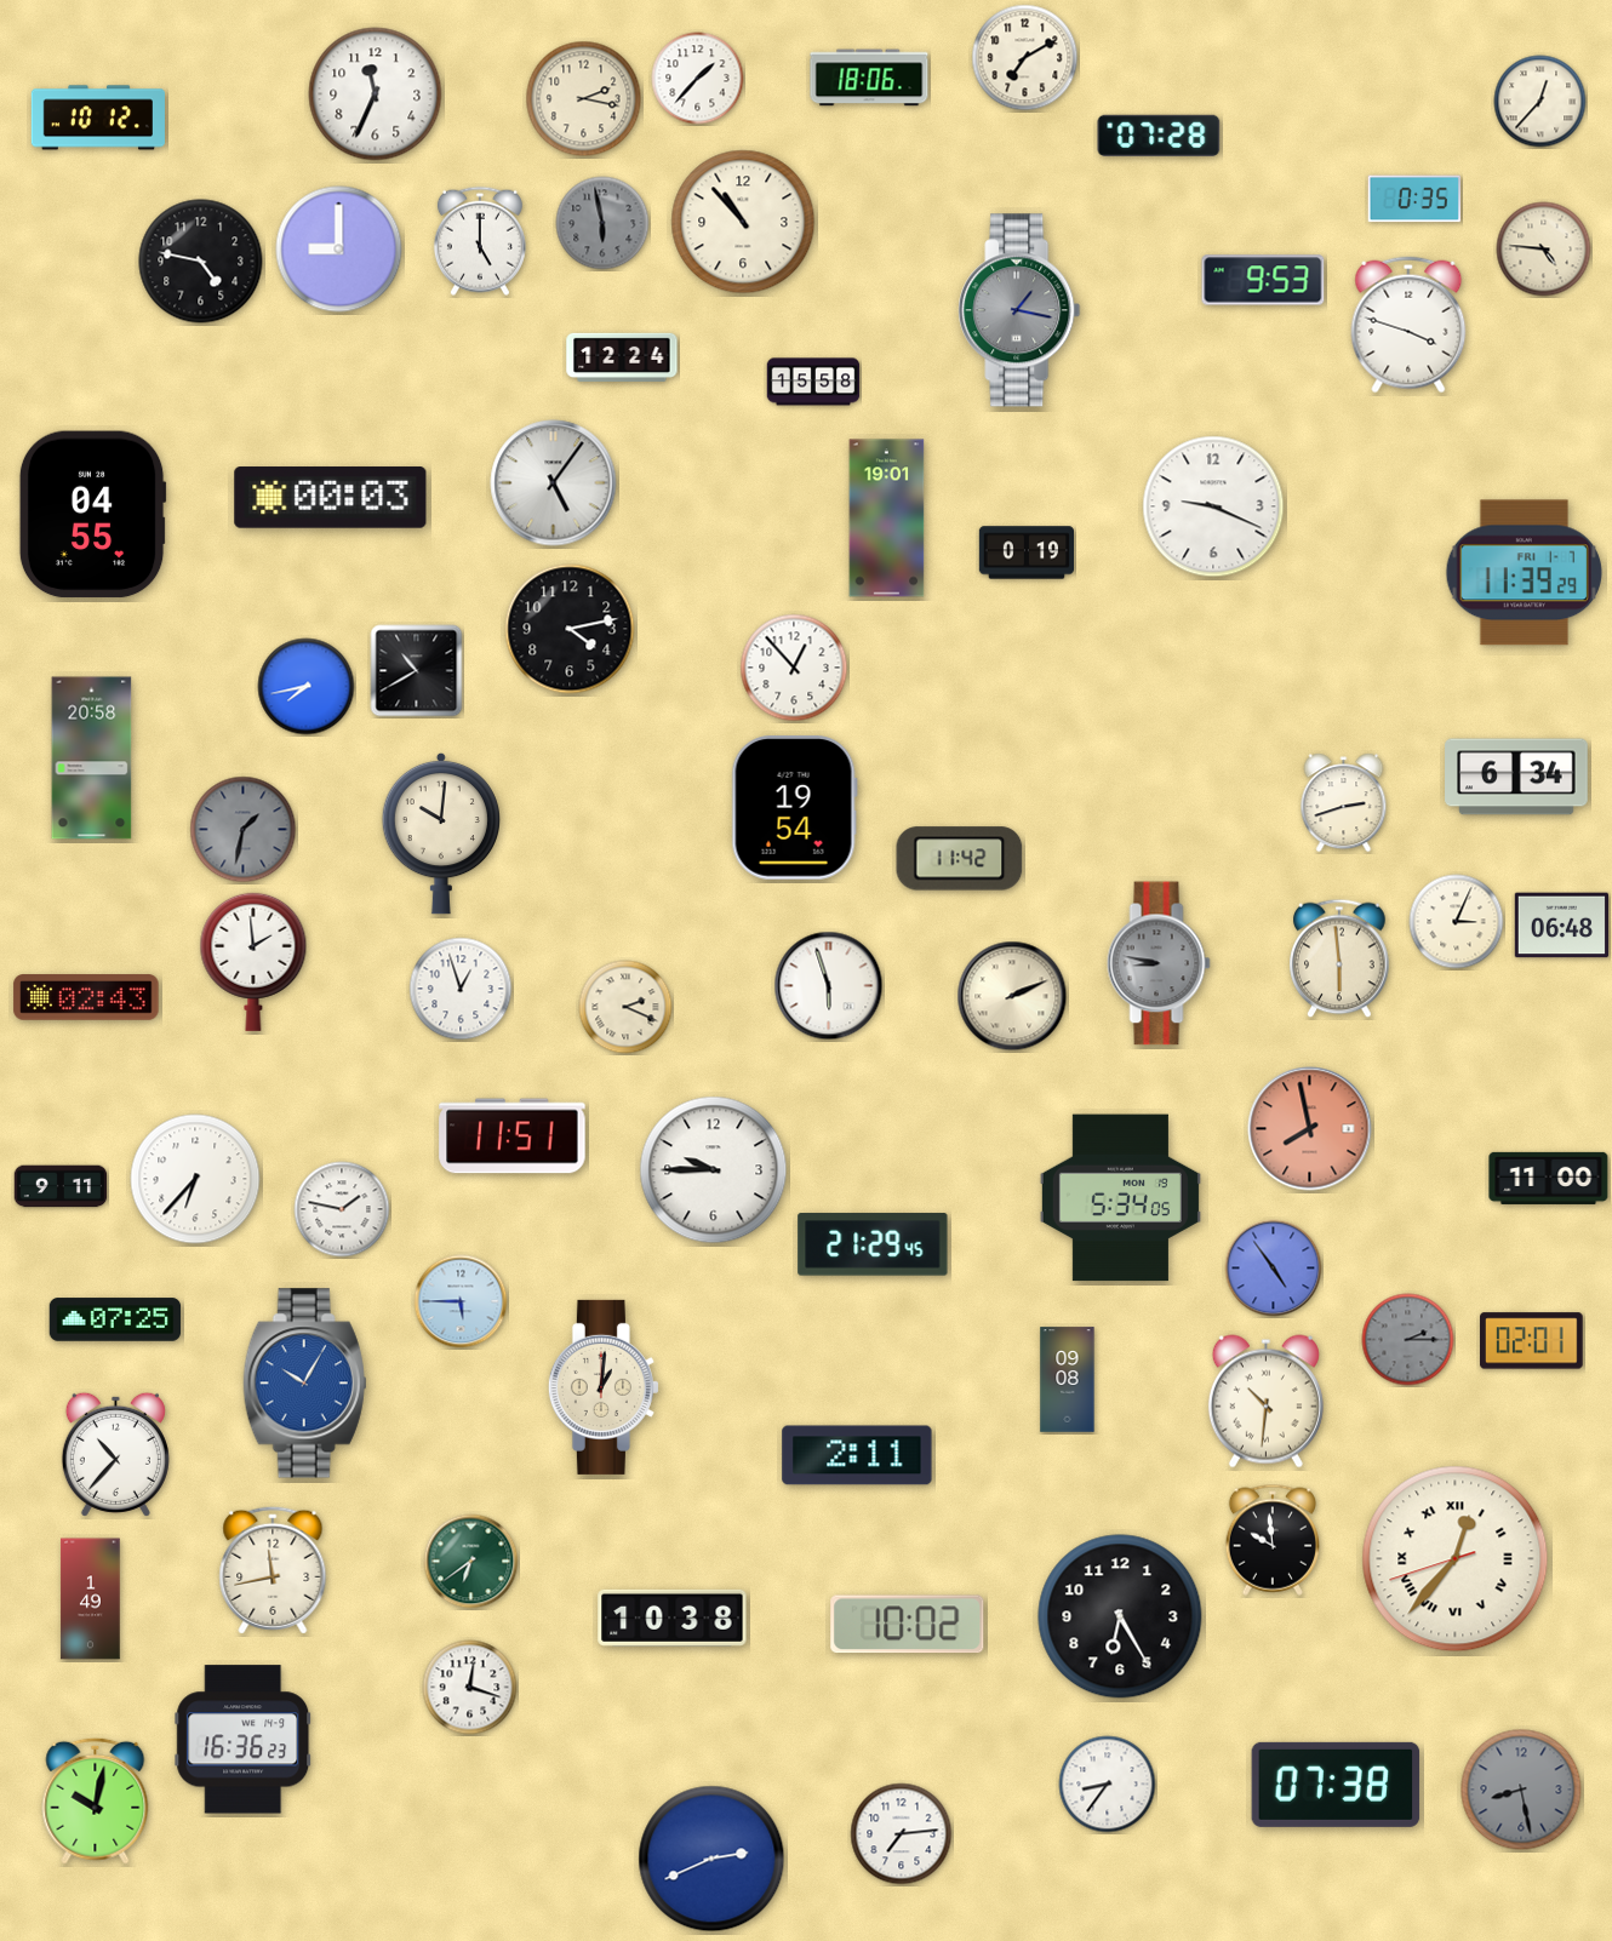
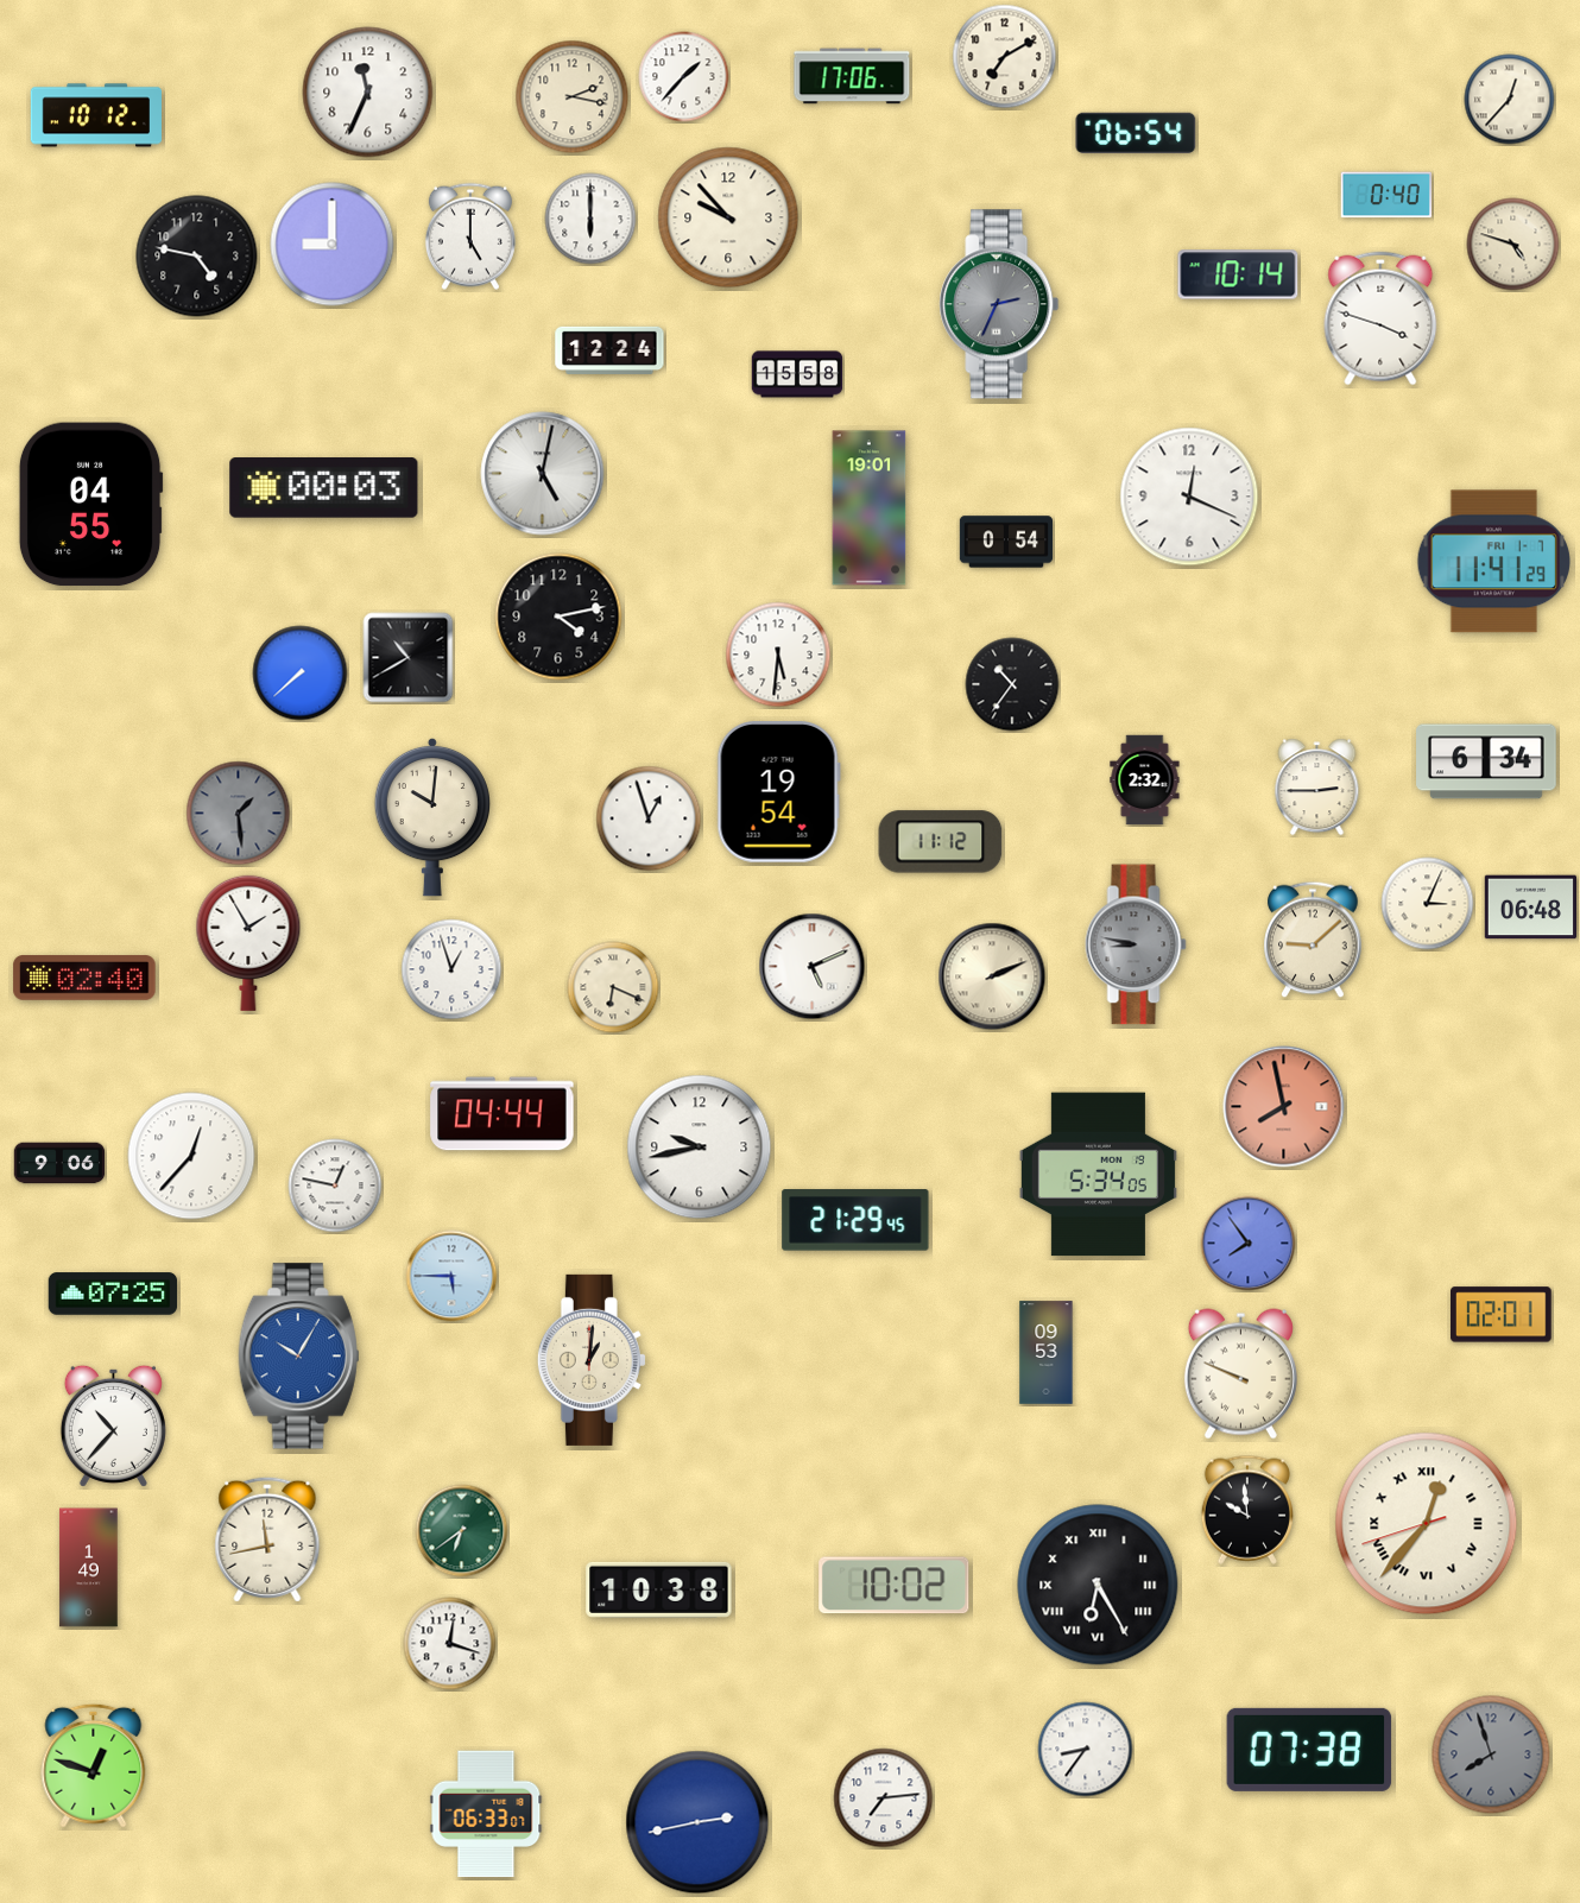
clock at (869, 78): 18:06 -> 17:06
clock at (1159, 136): 07:28 -> 06:54
clock at (1414, 199): 0:35 -> 0:40
clock at (743, 222): 10:53 -> 9:53
clock at (602, 223): 5:58 -> 6:00
clock at (602, 223) dial: grey -> white
clock at (1544, 250): 4:46 -> 4:48
clock at (1263, 280): 9:53 -> 10:14
clock at (1019, 310): 1:17 -> 2:34
clock at (554, 483): 5:06 -> 5:02
clock at (1213, 506): 9:19 -> 12:19
clock at (1025, 552): 0:19 -> 0:54
clock at (1524, 573): 11:39 -> 11:41
clock at (794, 668): 12:53 -> 5:31
clock at (307, 687): 7:43 -> 7:38
clock at (1012, 684): none -> 10:36
clock at (92, 758): 20:58 -> none
clock at (1145, 780): none -> 2:32
clock at (1344, 803): 2:42 -> 2:45
clock at (244, 830): 1:32 -> 1:29
clock at (649, 818): none -> 12:57
clock at (960, 859): 11:42 -> 11:12
clock at (1339, 958): 5:59 -> 9:08
clock at (253, 962): 1:59 -> 1:55
clock at (829, 986): 5:57 -> 5:11
clock at (86, 997): 02:43 -> 02:40
clock at (625, 1007): 2:19 -> 6:19
clock at (513, 1136): 11:51 -> 04:44
clock at (714, 1170): 9:45 -> 9:43
clock at (1549, 1178): 11:00 -> none
clock at (195, 1179): 6:37 -> 12:37
clock at (61, 1186): 9:11 -> 9:06
clock at (342, 1209): 1:47 -> 12:47
clock at (1274, 1269): 4:54 -> 7:54
clock at (1408, 1340): 2:15 -> none
clock at (1068, 1380): 09:08 -> 09:53
clock at (1265, 1402): 10:31 -> 9:49
clock at (857, 1455): 2:11 -> none
clock at (1456, 1559) position: (1456, 1559) -> (1427, 1524)
clock at (1120, 1616) numerals: Arabic -> Roman
clock at (673, 1617) position: (673, 1617) -> (659, 1589)
clock at (908, 1625) position: (908, 1625) -> (895, 1586)
clock at (470, 1688) position: (470, 1688) -> (450, 1644)
clock at (244, 1740): 16:36 -> none
clock at (1521, 1790): 8:28 -> 7:57
clock at (96, 1800): 10:02 -> 12:48
clock at (486, 1814): none -> 06:33
clock at (711, 1859): 2:41 -> 2:43
